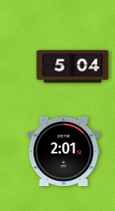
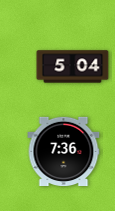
clock at (64, 151): 2:01 -> 7:36
